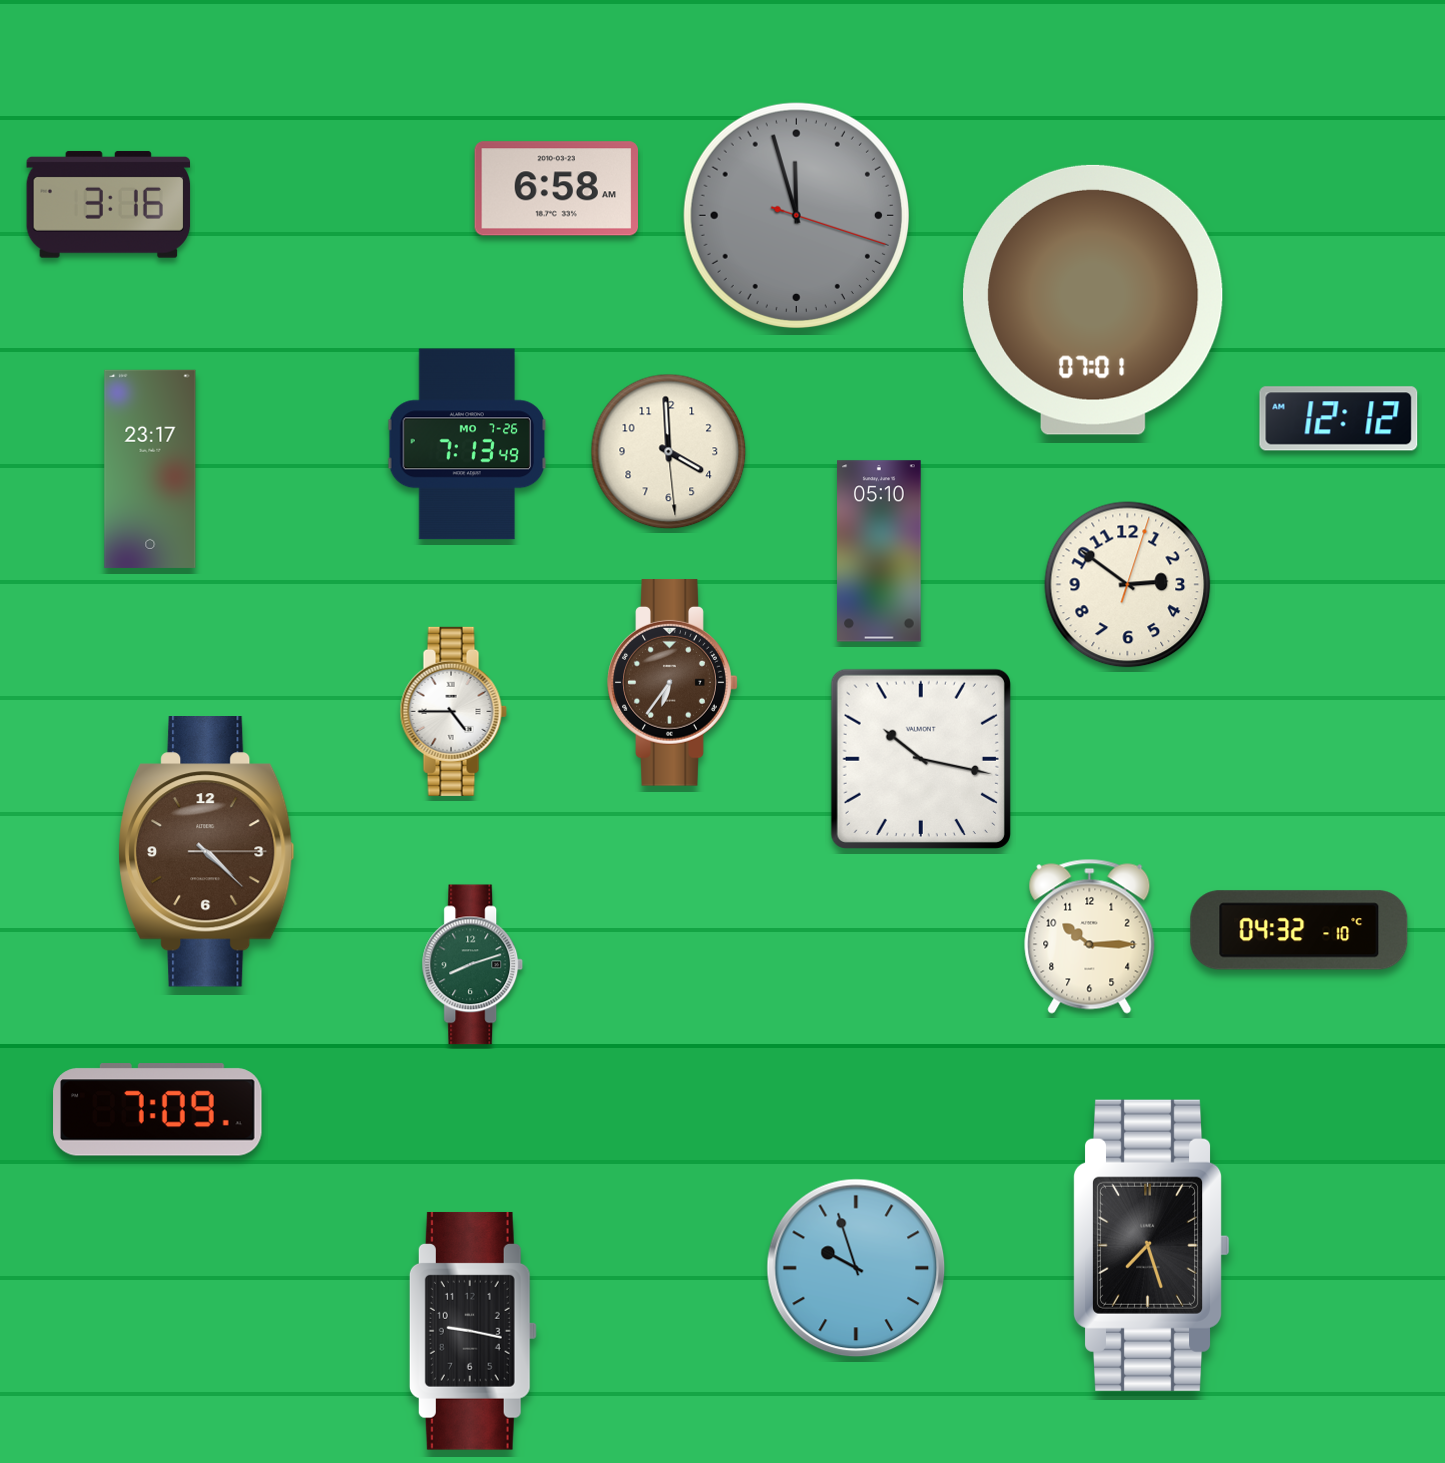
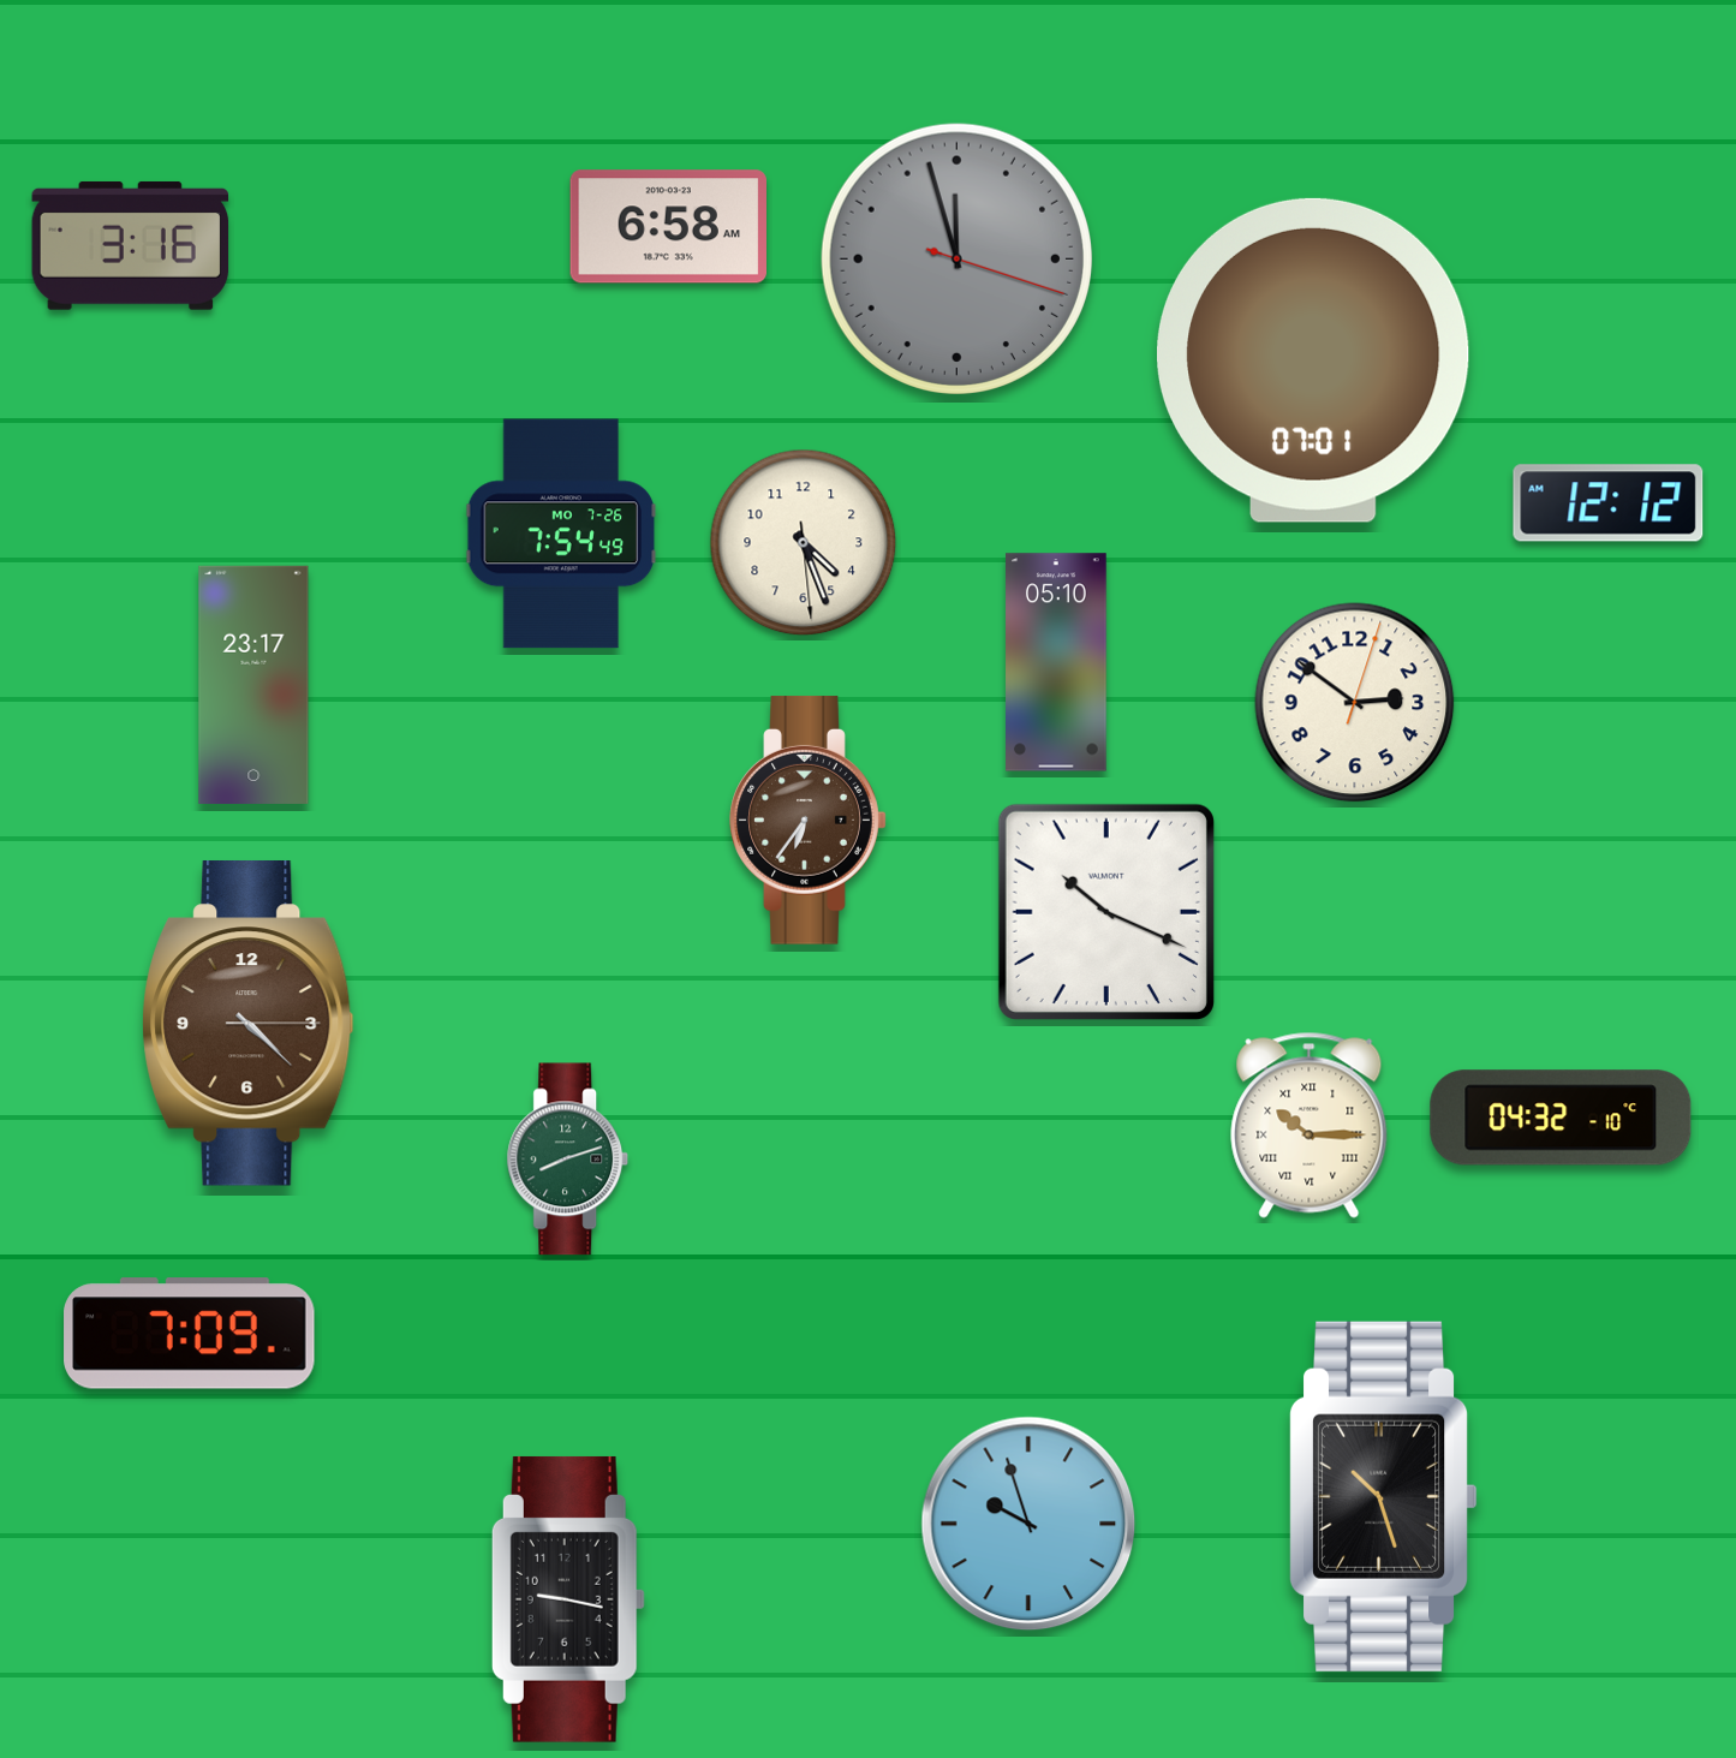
clock at (467, 444): 7:13 -> 7:54
clock at (669, 452): 3:59 -> 4:26
clock at (150, 469) position: (150, 469) -> (253, 685)
clock at (453, 711): 4:45 -> none
clock at (921, 759): 10:17 -> 10:19
clock at (1090, 936) numerals: Arabic -> Roman
clock at (1151, 1245): 7:27 -> 10:27
